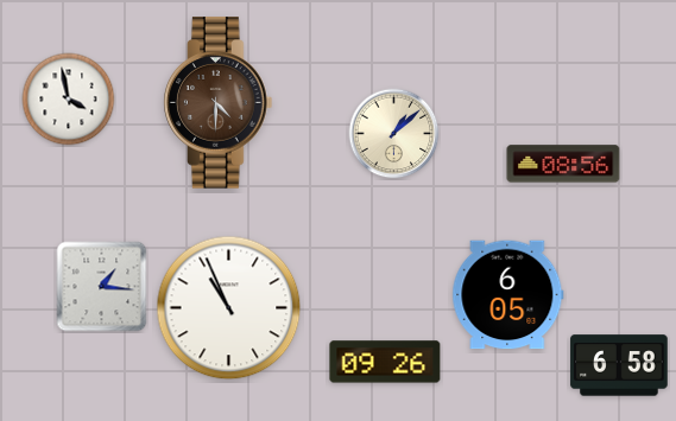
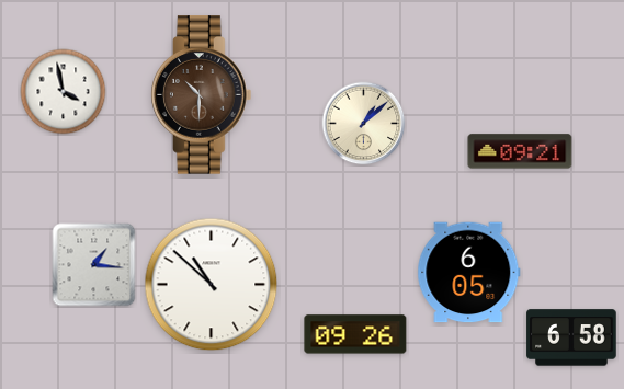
clock at (219, 103): 4:30 -> 10:30
clock at (563, 164): 08:56 -> 09:21
clock at (229, 308): 10:56 -> 10:52
